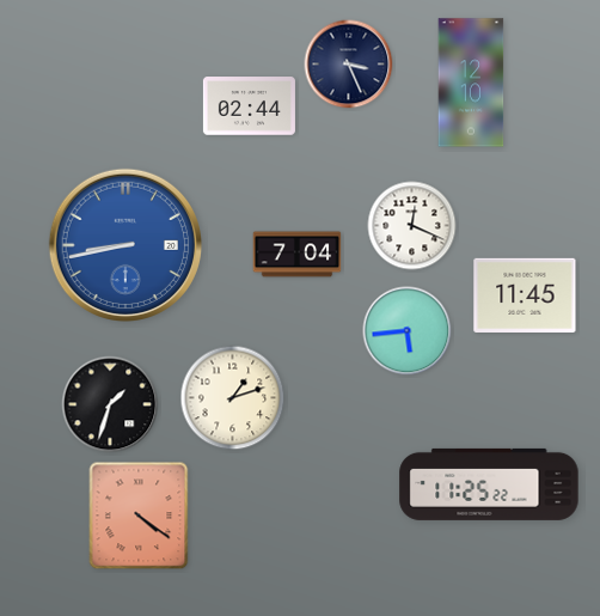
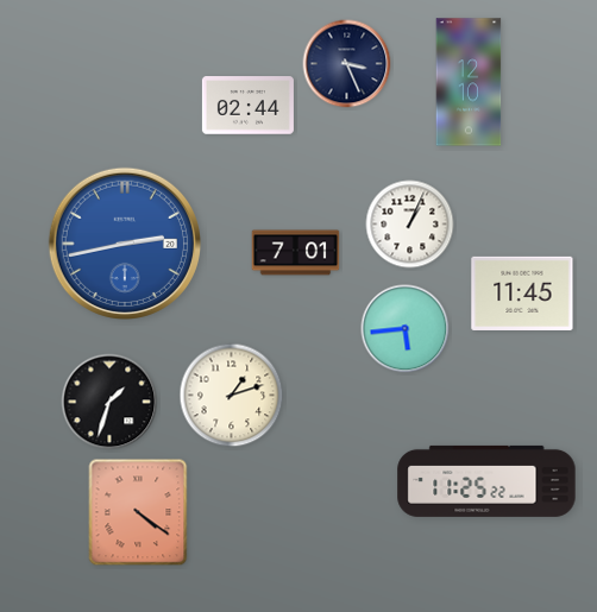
clock at (412, 226): 12:19 -> 1:04
clock at (124, 244): 8:43 -> 2:43
clock at (298, 255): 7:04 -> 7:01
